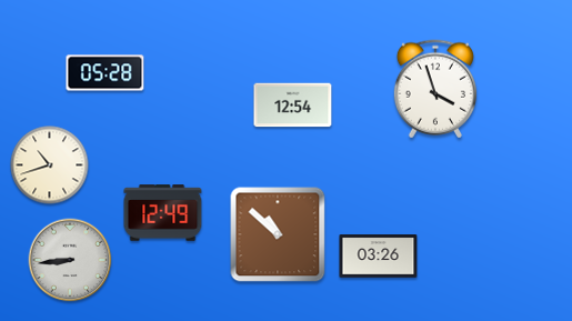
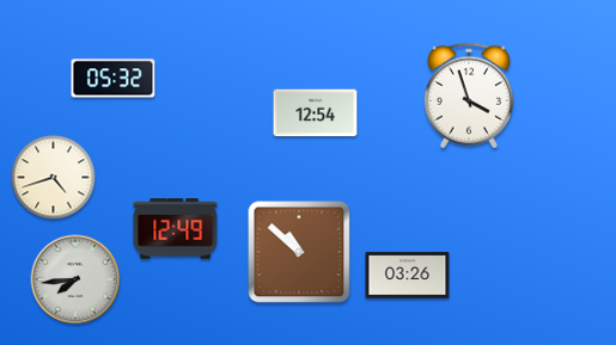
clock at (106, 73): 05:28 -> 05:32
clock at (50, 165): 10:42 -> 4:42
clock at (70, 260): 8:44 -> 7:44
